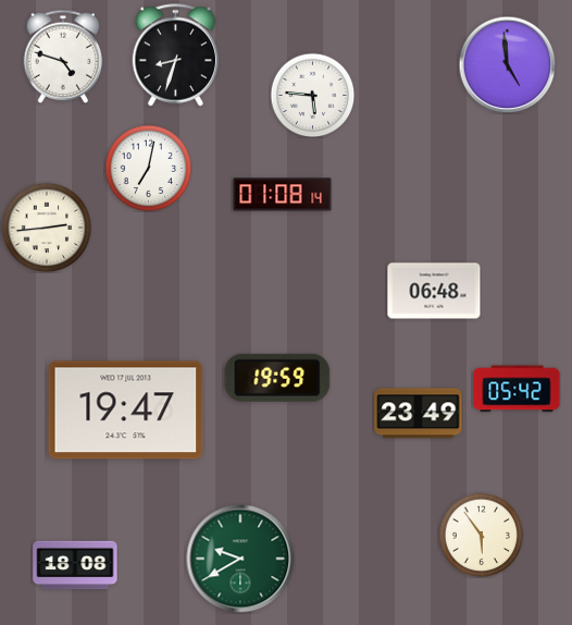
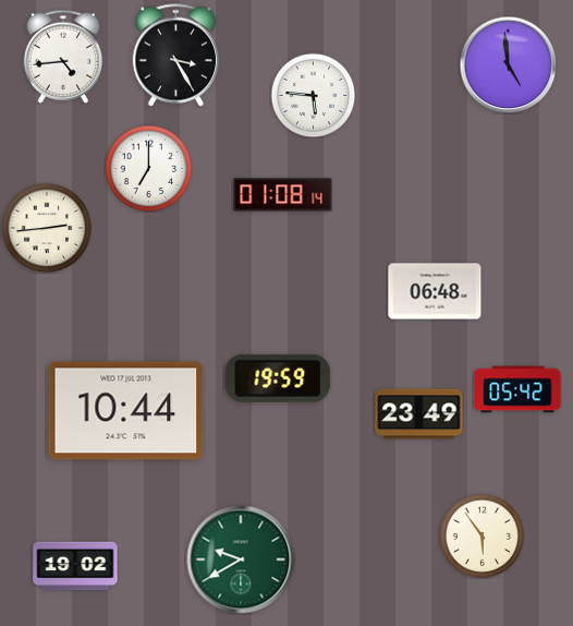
clock at (176, 56): 8:33 -> 3:25
clock at (63, 57): 4:48 -> 4:44
clock at (148, 168): 7:02 -> 7:00
clock at (126, 410): 19:47 -> 10:44
clock at (75, 565): 18:08 -> 19:02
